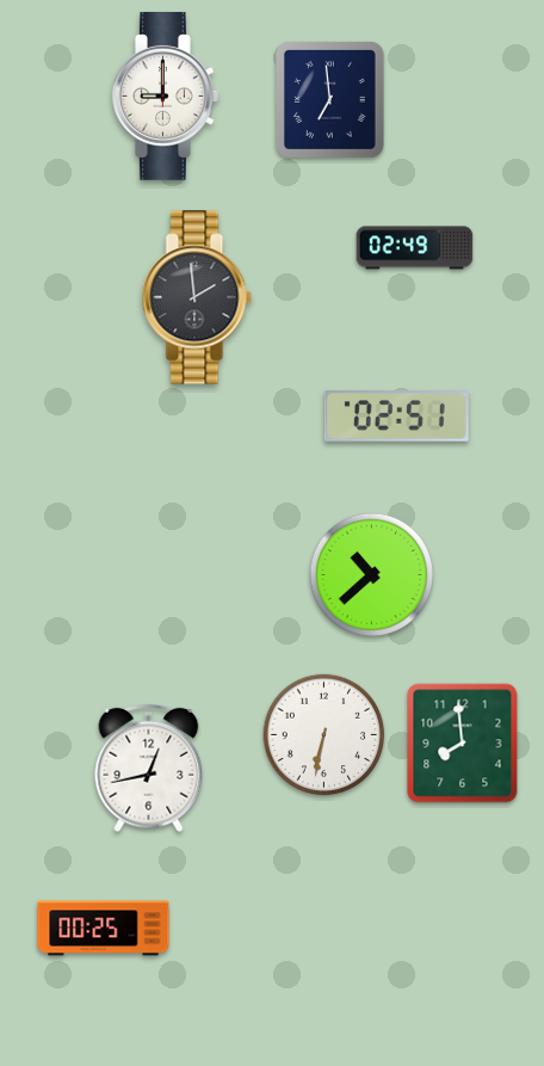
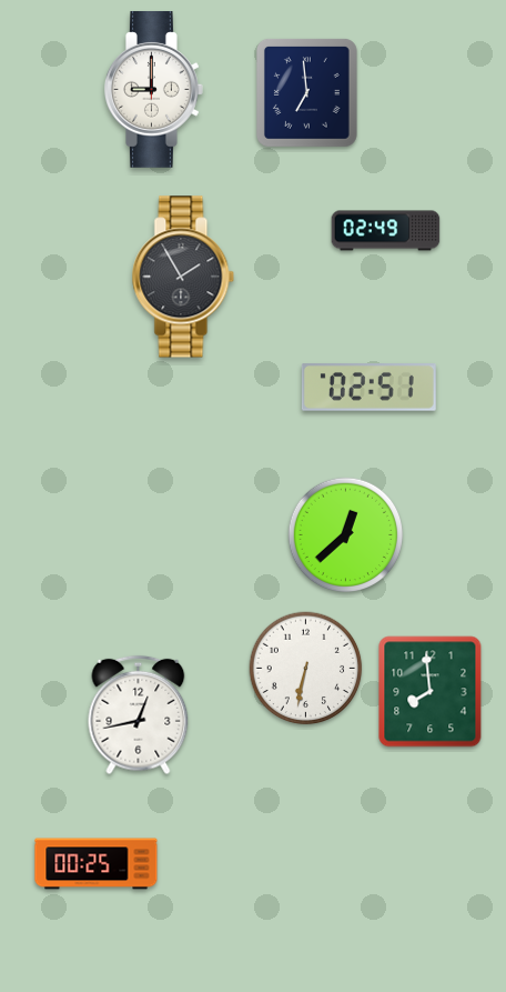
clock at (197, 297): 1:59 -> 1:55
clock at (372, 575): 10:38 -> 12:38
clock at (324, 735) position: (324, 735) -> (306, 669)
